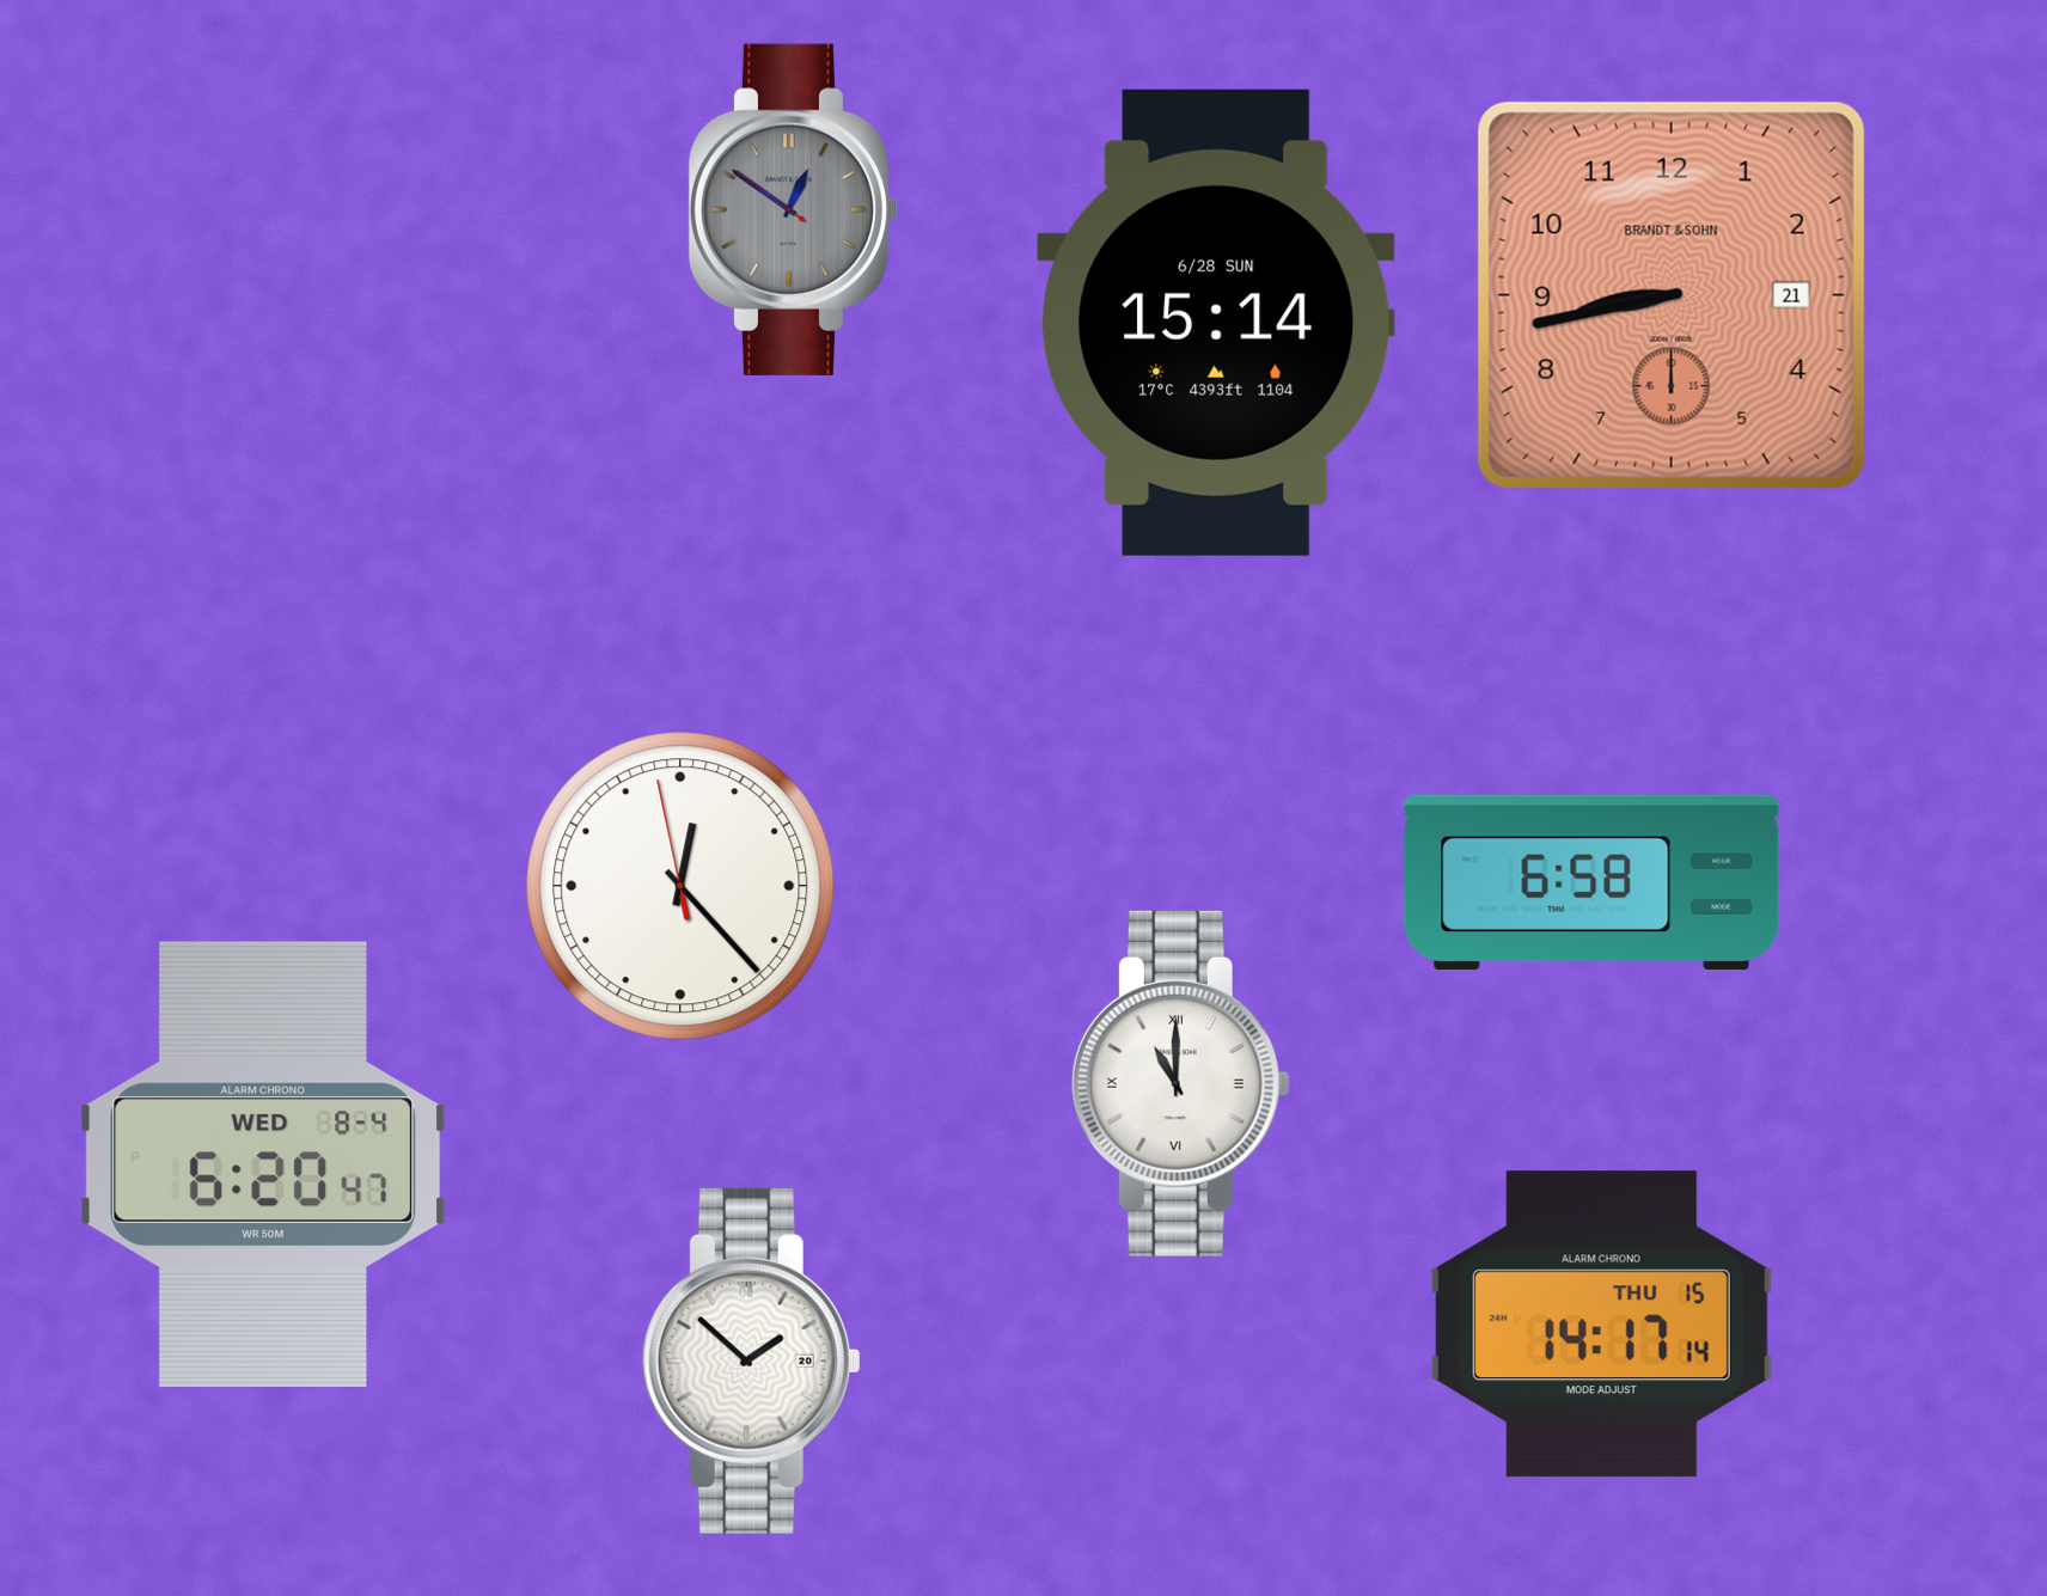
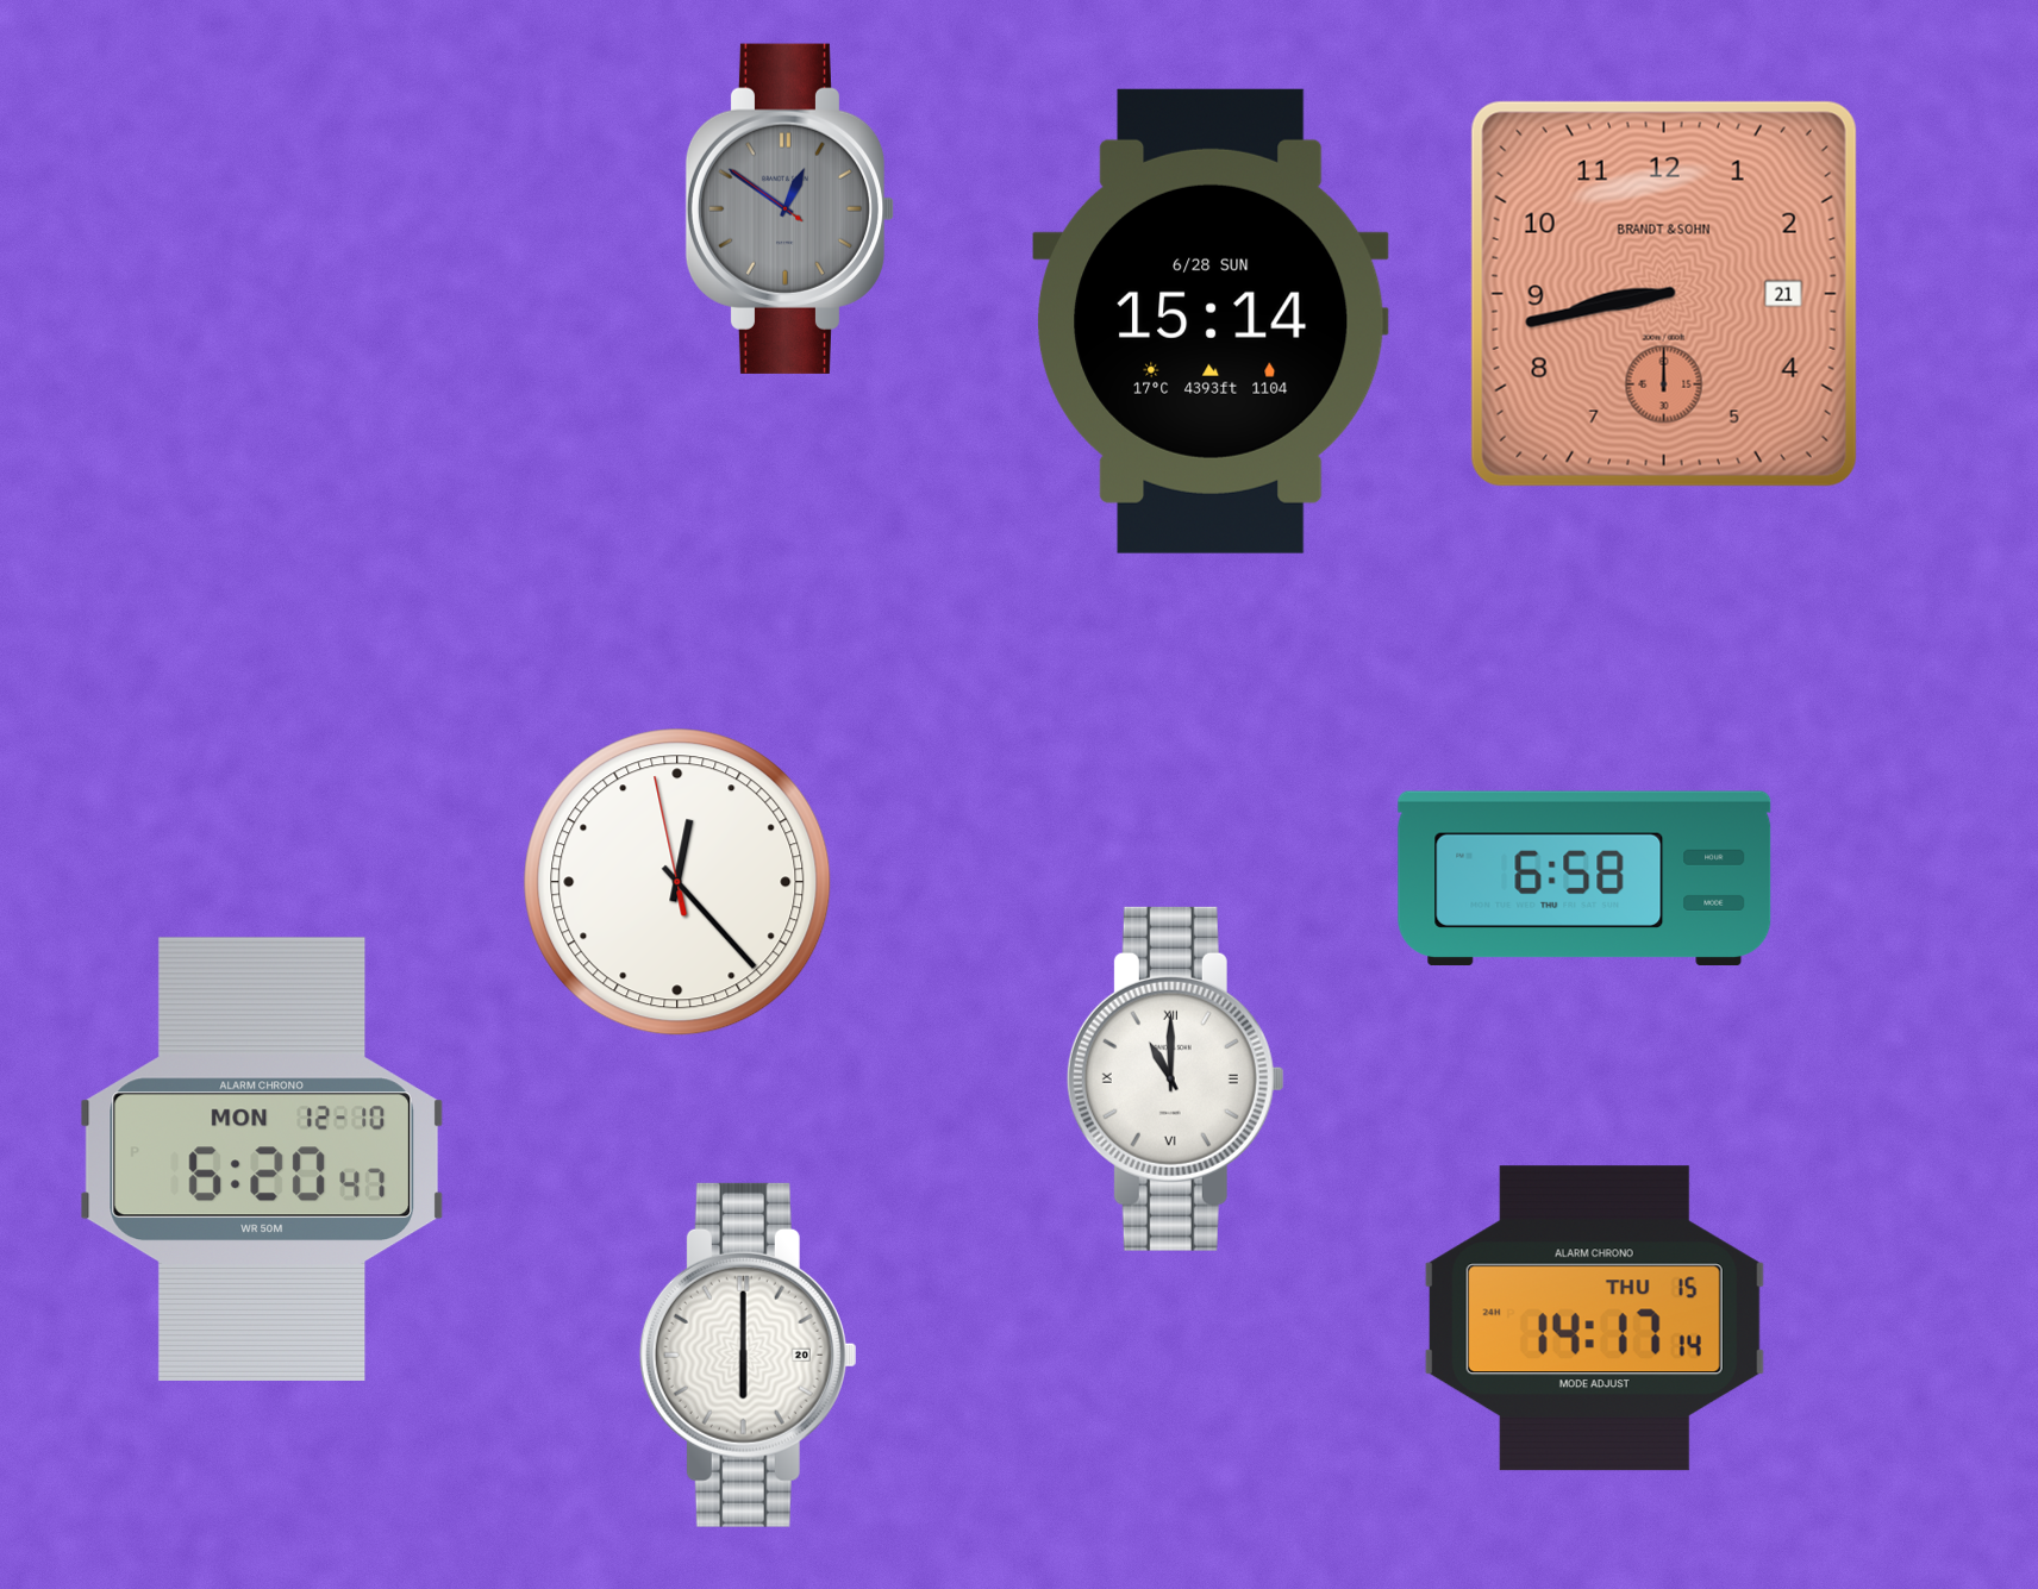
clock at (263, 1164) date: WED 8-4 -> MON 12-10
clock at (751, 1360): 1:52 -> 6:00
